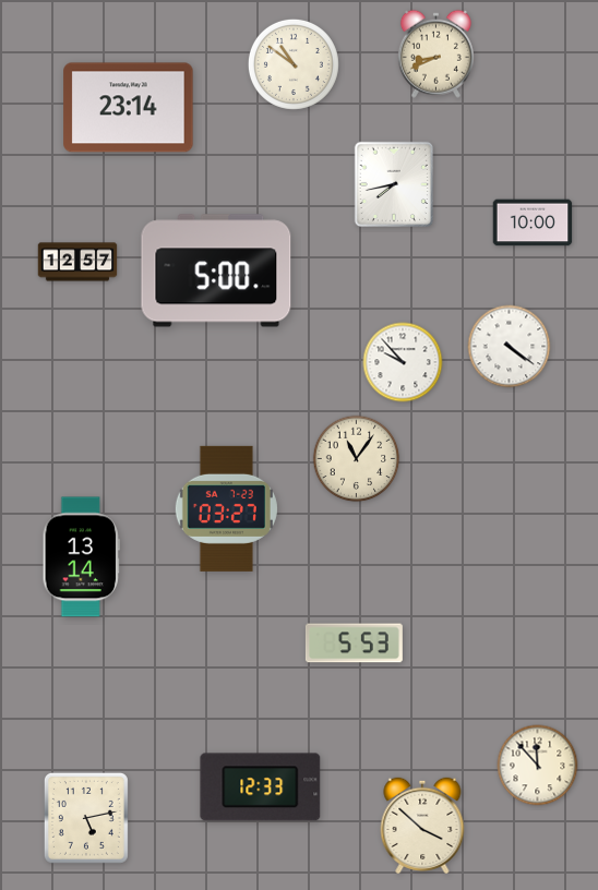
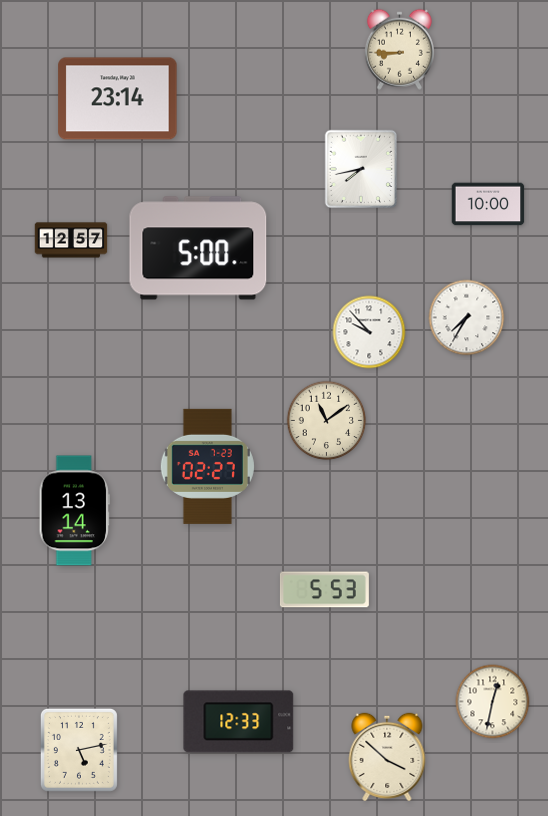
clock at (435, 53): 8:41 -> 8:45
clock at (294, 64): 10:51 -> none
clock at (510, 347): 4:21 -> 7:35
clock at (357, 459): 11:06 -> 11:09
clock at (226, 508): 03:27 -> 02:27
clock at (538, 766): 11:53 -> 12:32
